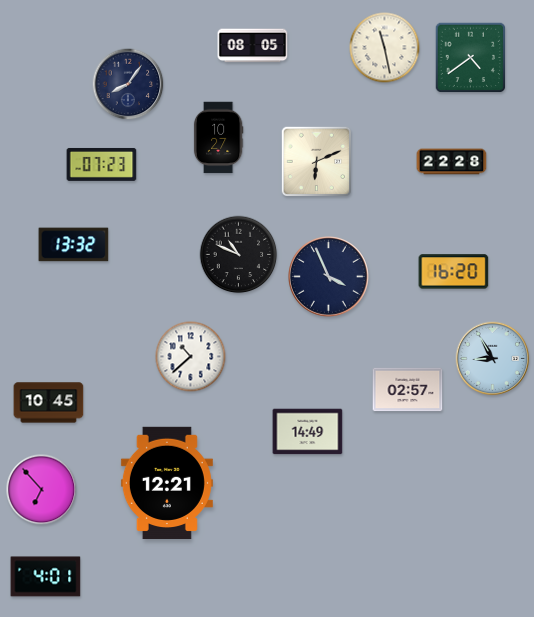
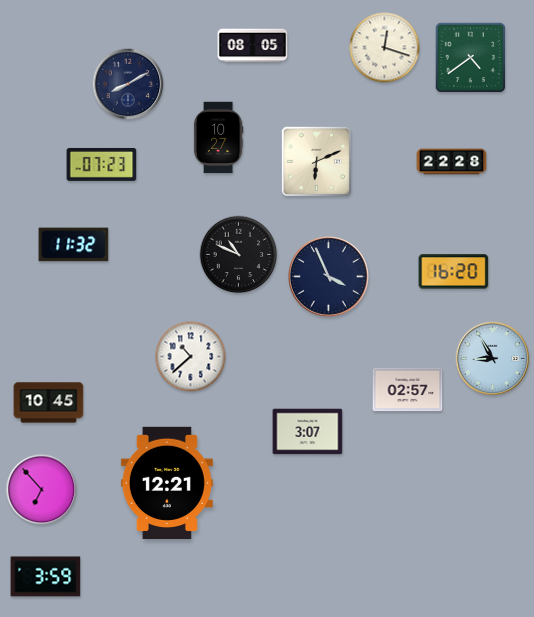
clock at (385, 48): 11:28 -> 12:18
clock at (128, 84): 8:06 -> 8:10
clock at (74, 245): 13:32 -> 11:32
clock at (308, 432): 14:49 -> 3:07
clock at (46, 577): 4:01 -> 3:59
